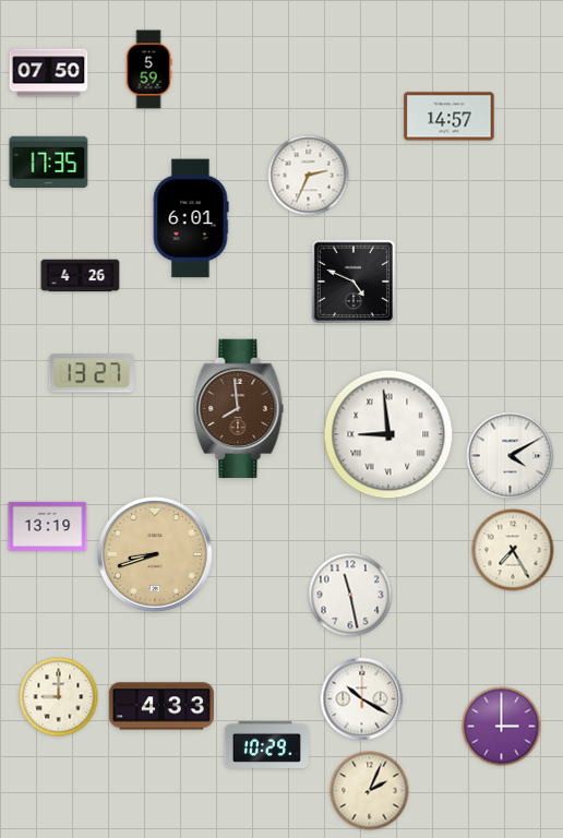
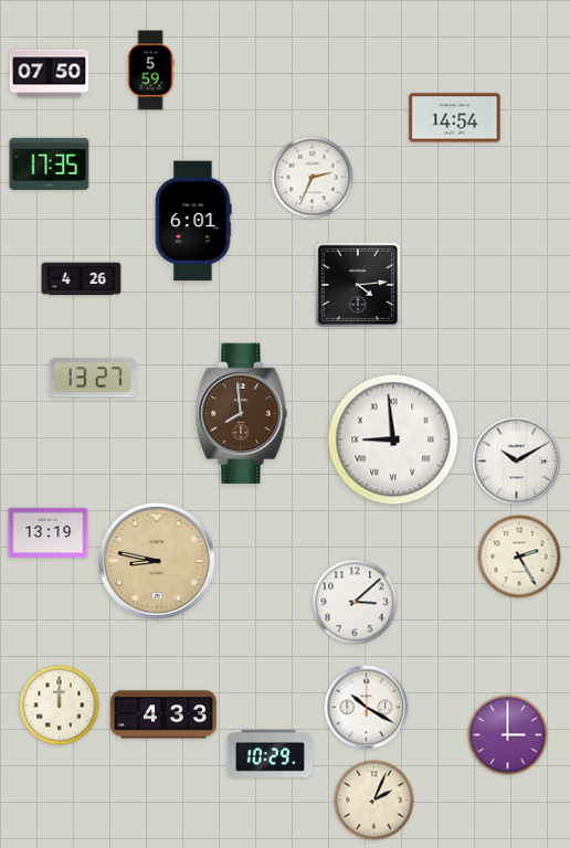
clock at (450, 117): 14:57 -> 14:54
clock at (354, 282): 4:49 -> 4:14
clock at (511, 456): 4:10 -> 10:10
clock at (513, 550): 7:25 -> 2:25
clock at (156, 555): 8:42 -> 8:47
clock at (350, 595): 11:28 -> 3:08
clock at (59, 697): 9:00 -> 12:00
